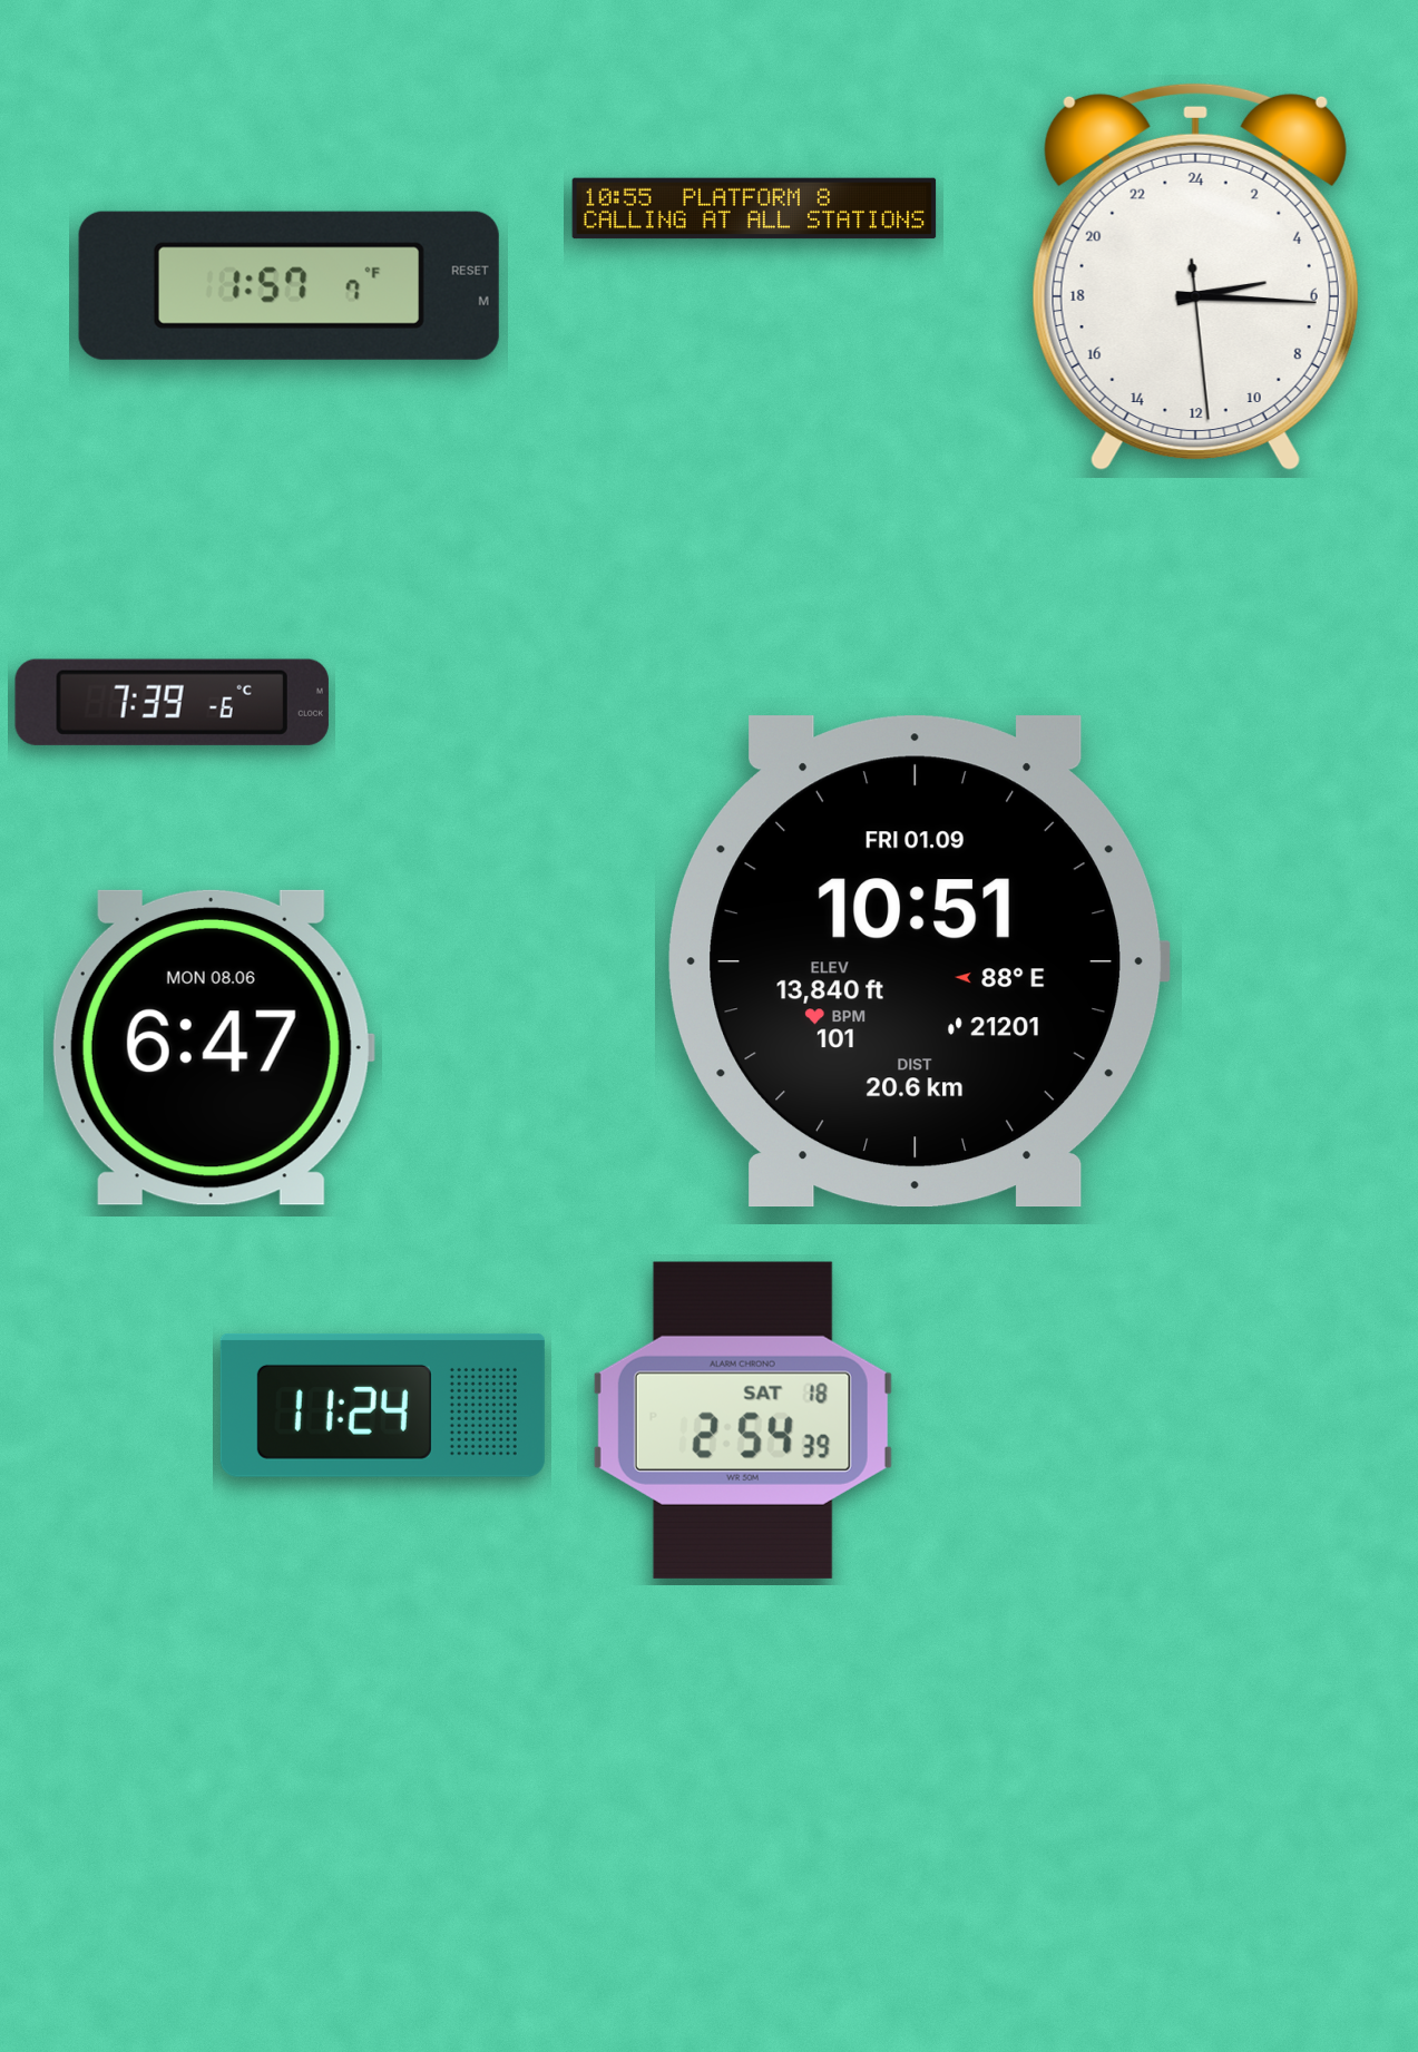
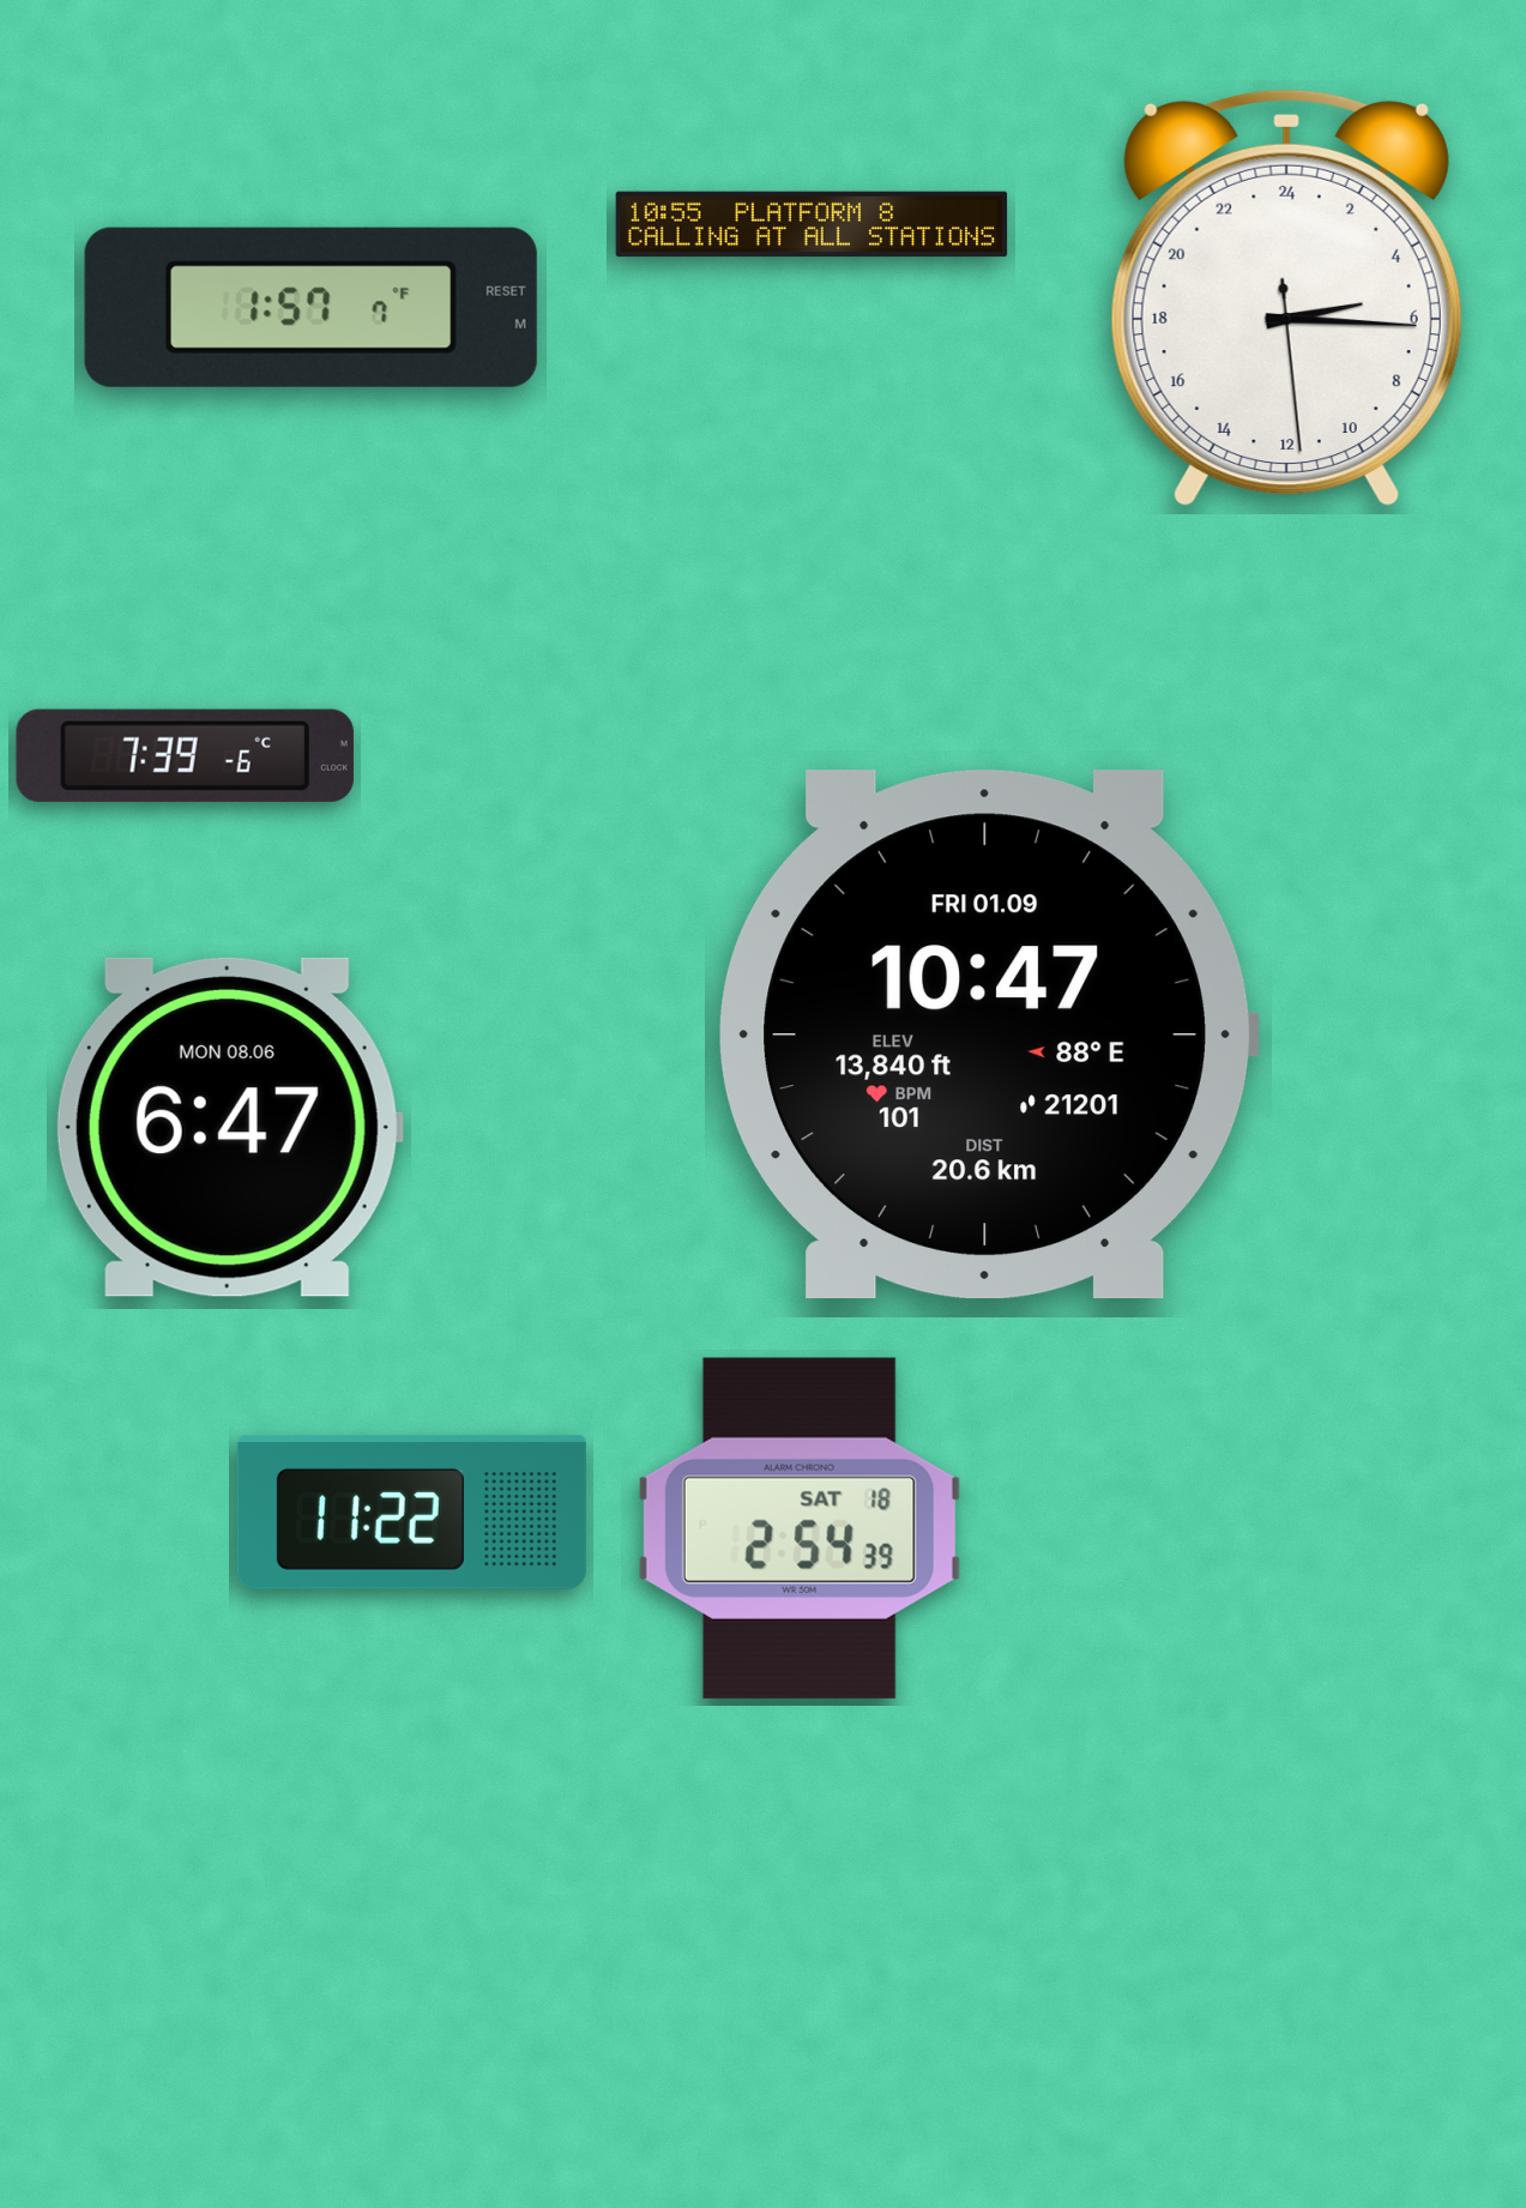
clock at (918, 961): 10:51 -> 10:47
clock at (382, 1405): 11:24 -> 11:22
